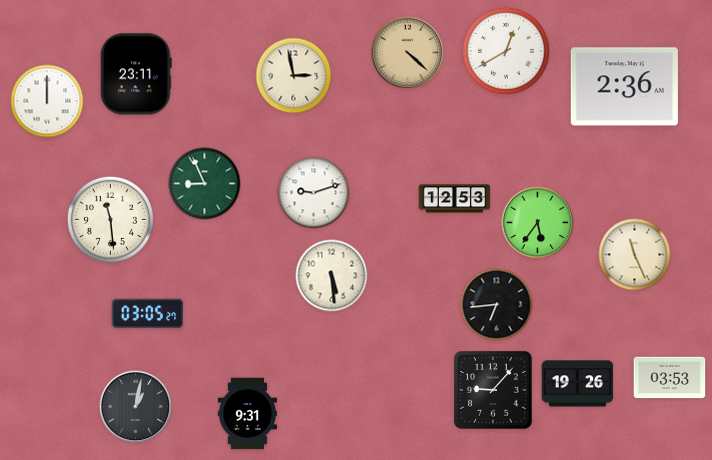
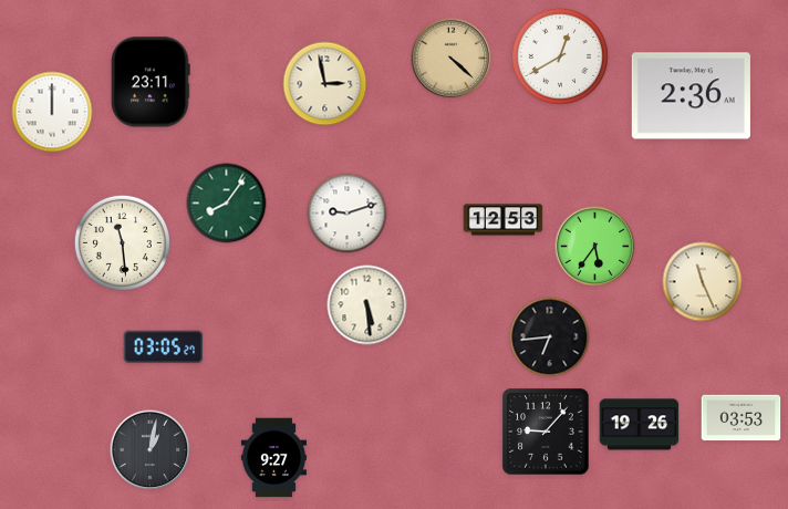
clock at (205, 184): 8:56 -> 8:06
clock at (247, 414): 9:31 -> 9:27
